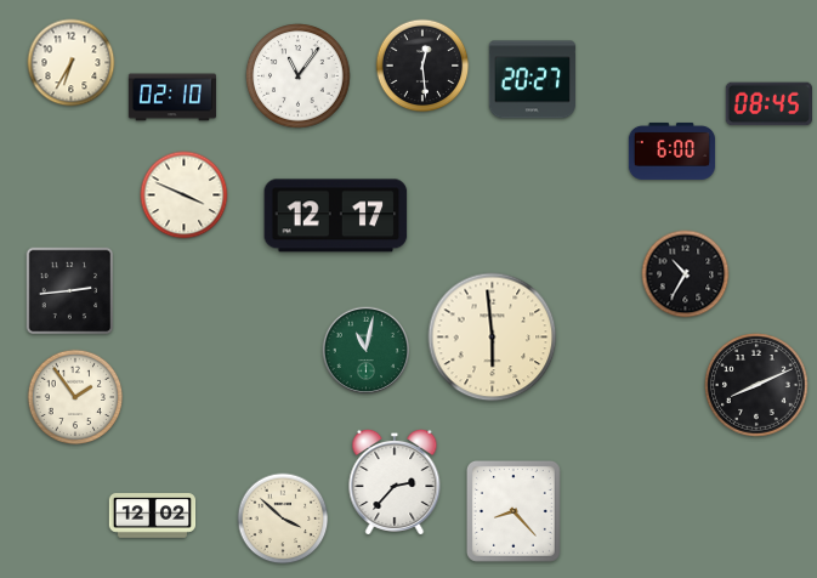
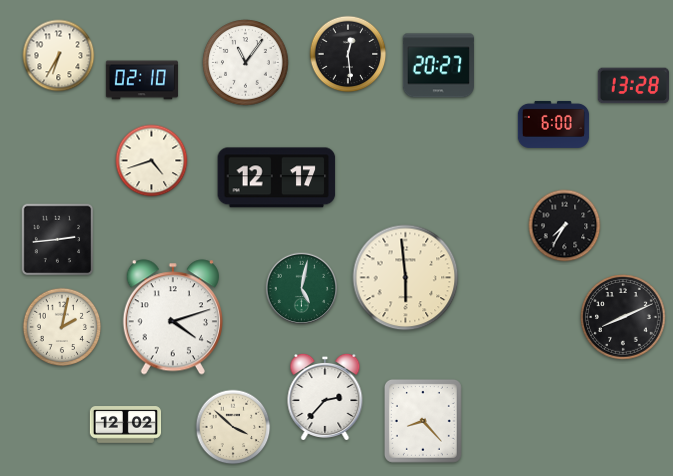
clock at (72, 63) position: (72, 63) -> (59, 56)
clock at (768, 104): 08:45 -> 13:28
clock at (185, 195): 3:49 -> 4:42
clock at (686, 274): 10:35 -> 7:35
clock at (367, 351): 11:02 -> 5:02
clock at (173, 317): none -> 4:12
clock at (75, 397): 1:54 -> 2:02
